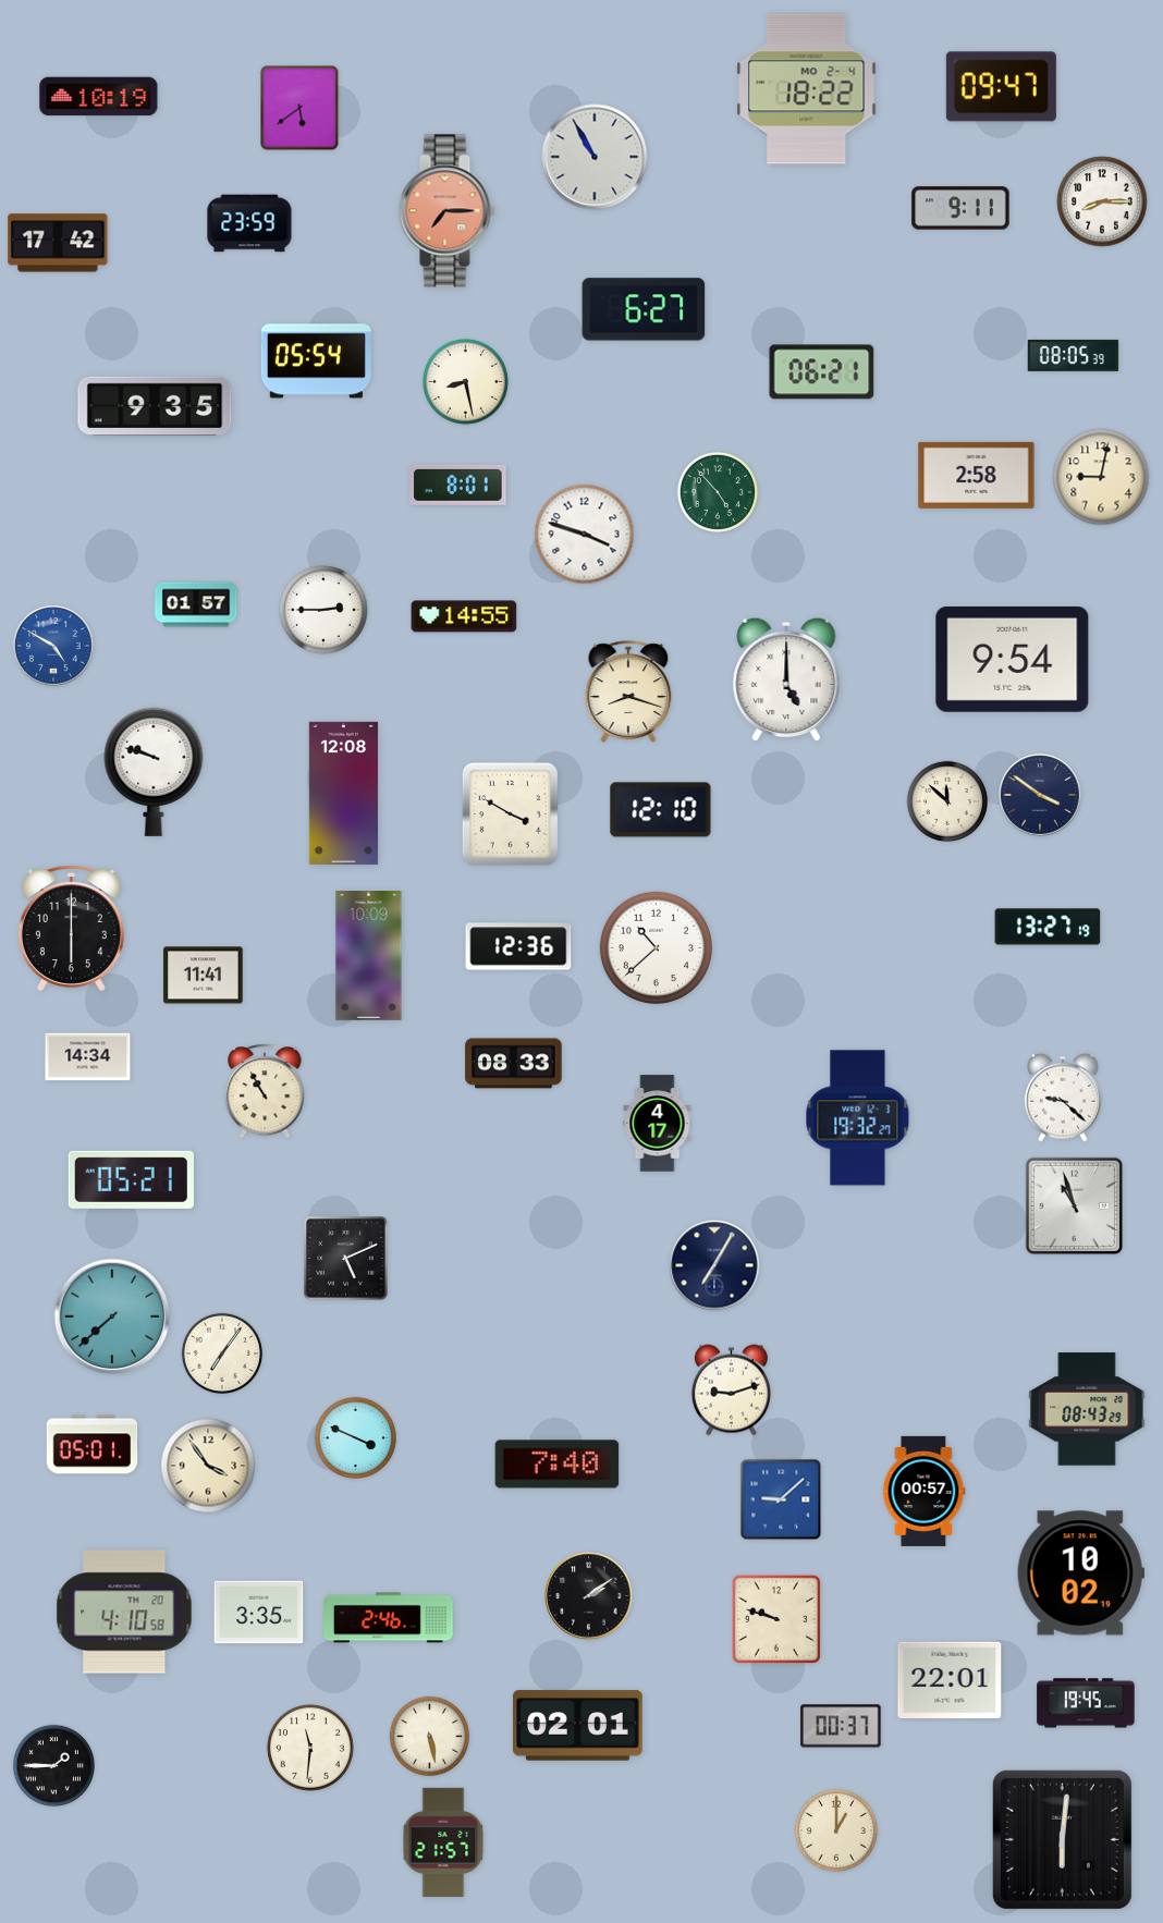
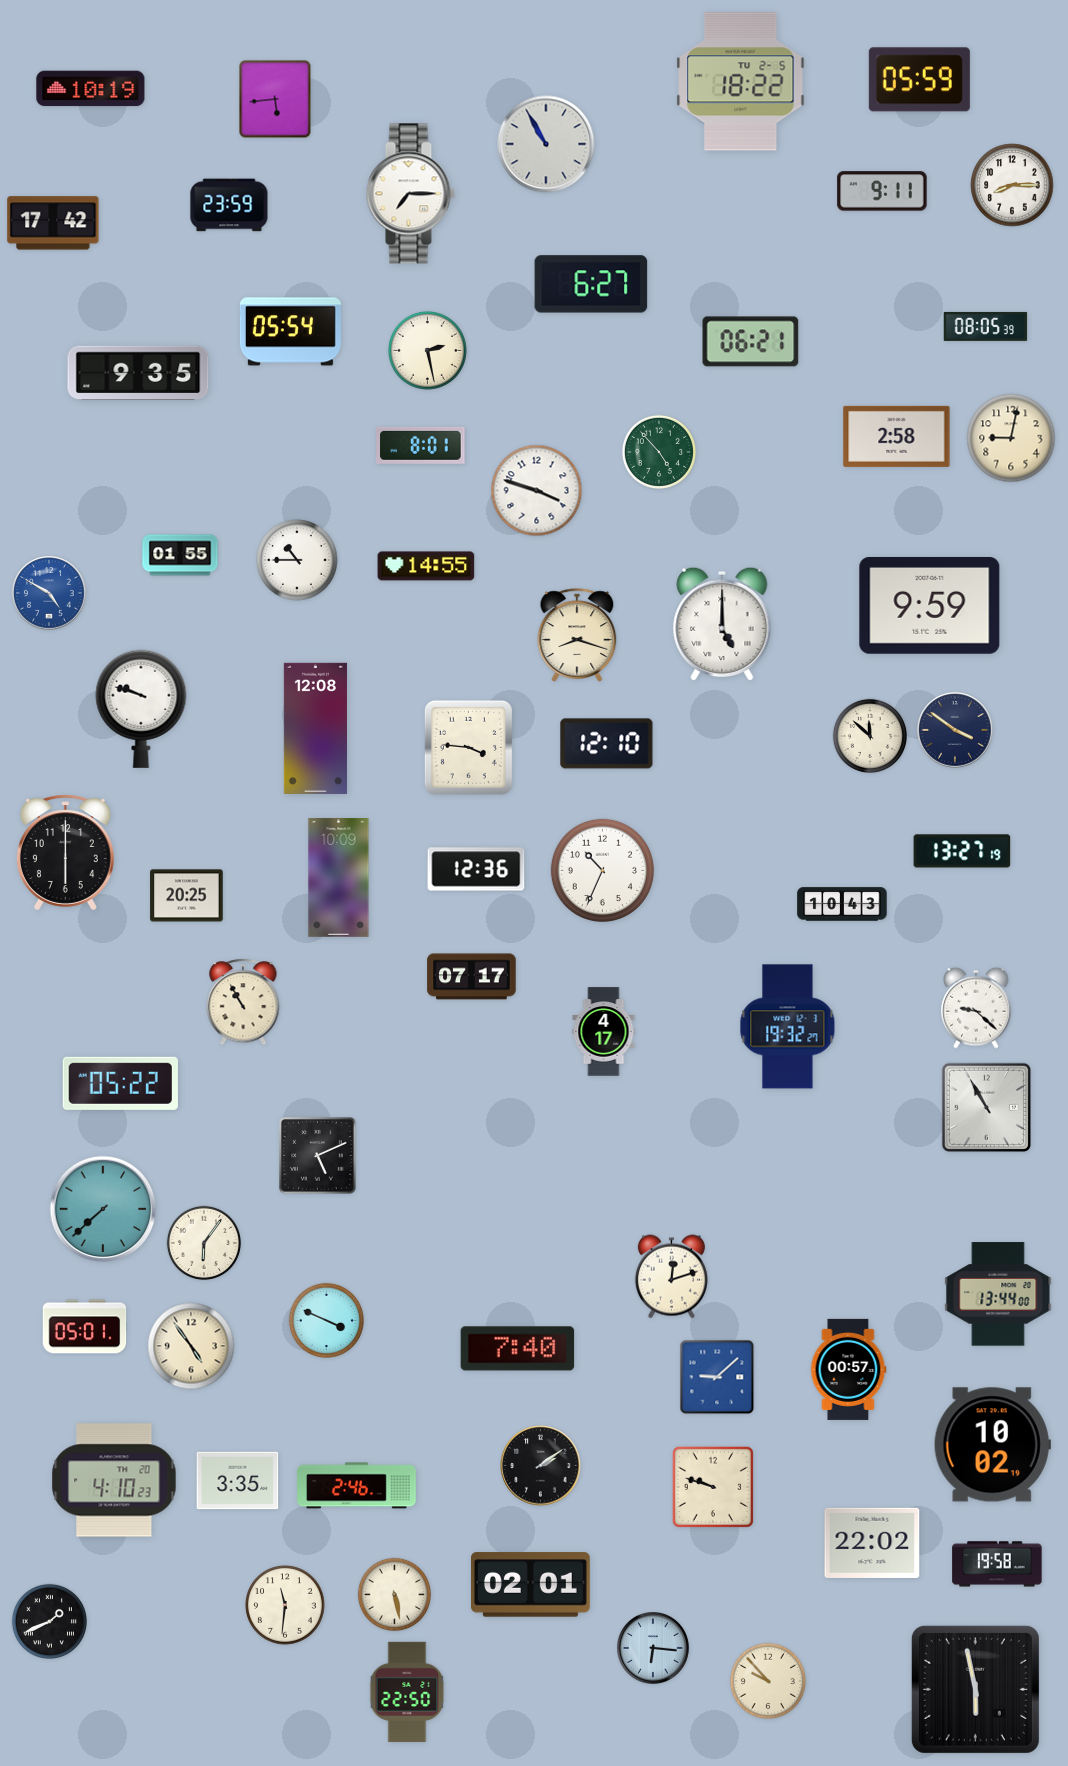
clock at (1001, 87): 09:47 -> 05:59
clock at (807, 89) date: MO 2-4 -> TU 2-5
clock at (299, 108): 5:39 -> 5:44
clock at (446, 211) dial: salmon -> white
clock at (822, 372) position: (822, 372) -> (751, 342)
clock at (466, 382): 8:28 -> 2:28
clock at (155, 406) position: (155, 406) -> (138, 373)
clock at (196, 604): 01:57 -> 01:55
clock at (323, 610): 2:45 -> 10:45
clock at (1013, 659): 9:54 -> 9:59
clock at (510, 813): 3:50 -> 3:46
clock at (656, 947): 10:38 -> 10:34
clock at (204, 976): 11:41 -> 20:25
clock at (842, 904): none -> 10:43
clock at (88, 1057): 14:34 -> none
clock at (514, 1064): 08:33 -> 07:17
clock at (131, 1179): 05:21 -> 05:22
clock at (1074, 1205): 10:57 -> 10:55
clock at (714, 1265): 7:05 -> none
clock at (221, 1352): 7:06 -> 6:06
clock at (731, 1391): 9:12 -> 12:12
clock at (1087, 1409): 08:43 -> 13:44
clock at (558, 1465) position: (558, 1465) -> (518, 1349)
clock at (208, 1466): 3:54 -> 4:54
clock at (124, 1612): 4:10:58 -> 4:10:23
clock at (950, 1680): 22:01 -> 22:02
clock at (1086, 1703): 19:45 -> 19:58
clock at (841, 1726): 00:37 -> none
clock at (53, 1765): 1:45 -> 1:41
clock at (654, 1649): none -> 6:16
clock at (836, 1830): 1:00 -> 9:53
clock at (1062, 1839): 6:01 -> 5:58
clock at (443, 1842): 21:57 -> 22:50
